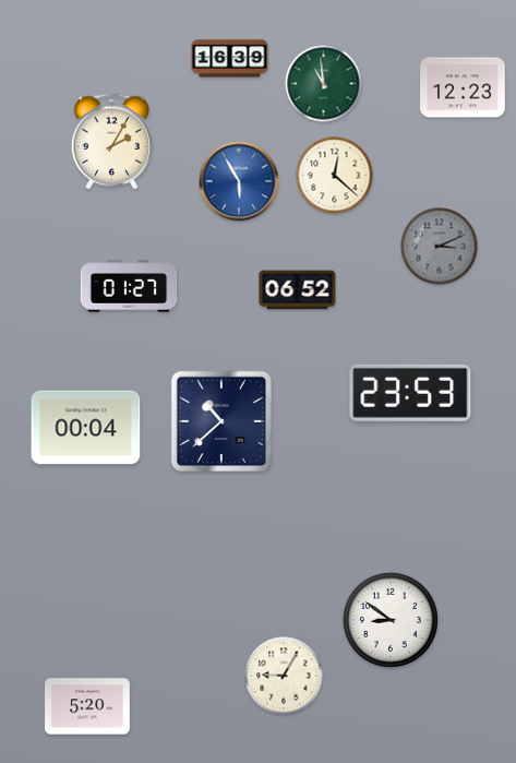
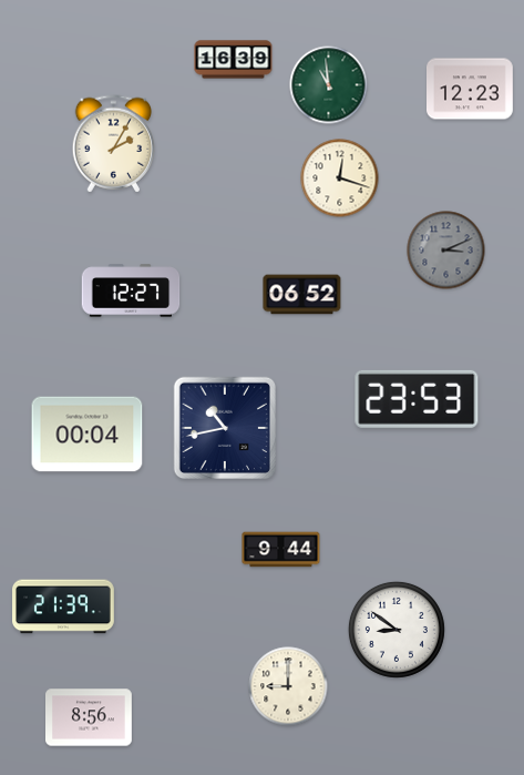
clock at (335, 176): 12:22 -> 12:18
clock at (239, 181): 5:55 -> none
clock at (129, 286): 01:27 -> 12:27
clock at (221, 421): 10:38 -> 10:43
clock at (281, 550): none -> 9:44
clock at (64, 606): none -> 21:39
clock at (284, 676): 9:05 -> 9:00
clock at (88, 706): 5:20 -> 8:56
